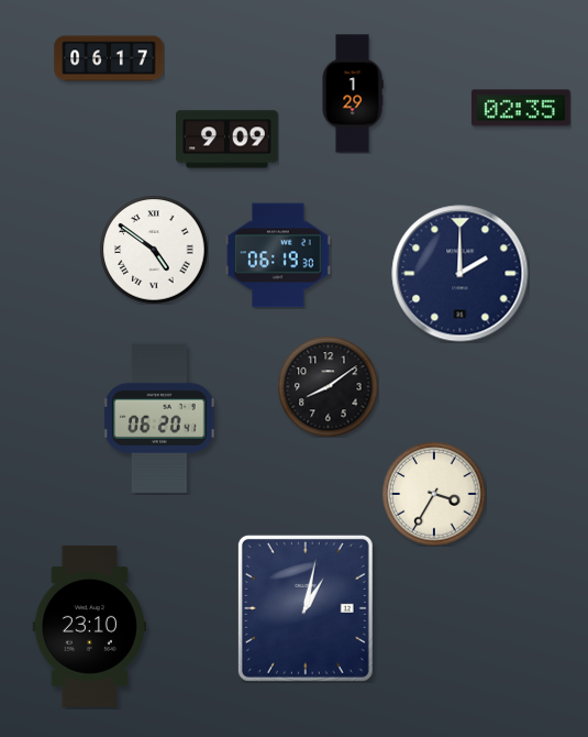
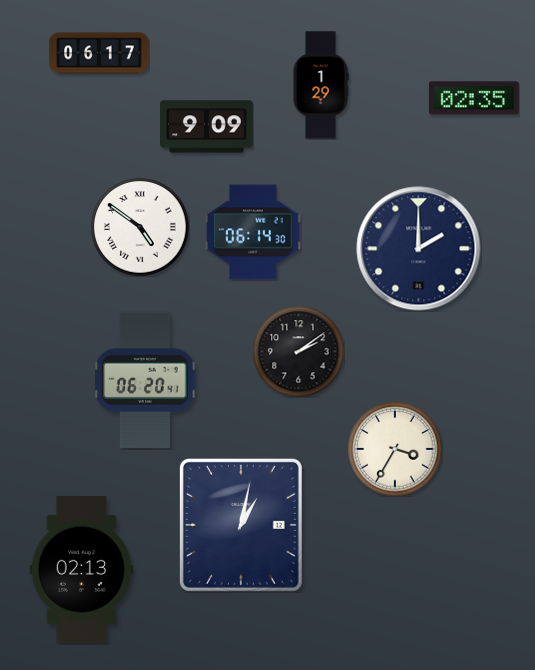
clock at (278, 255): 06:19 -> 06:14
clock at (328, 386): 8:09 -> 2:09
clock at (306, 608) position: (306, 608) -> (241, 525)
clock at (89, 626): 23:10 -> 02:13
